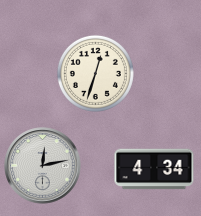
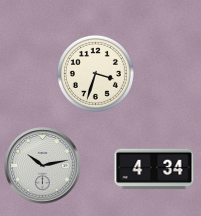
clock at (95, 73): 12:33 -> 3:33
clock at (43, 166): 12:13 -> 10:13
